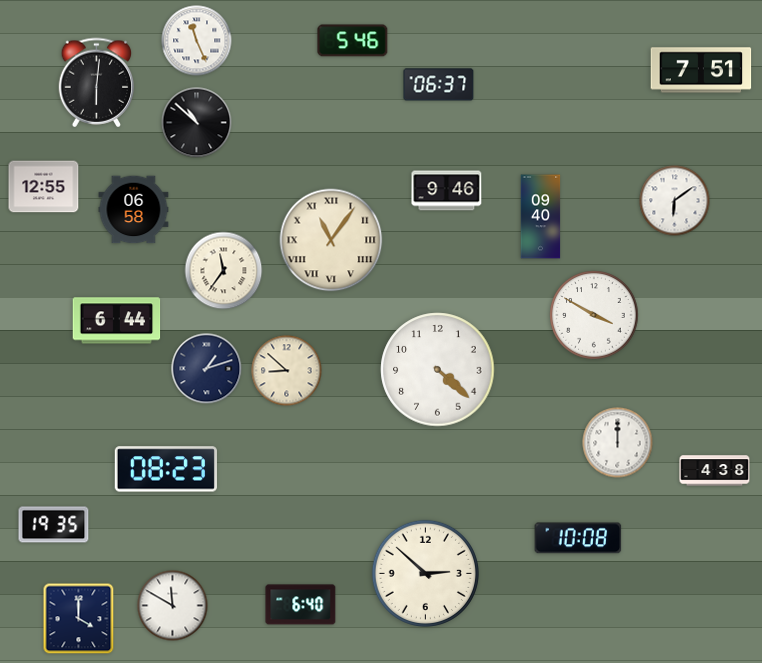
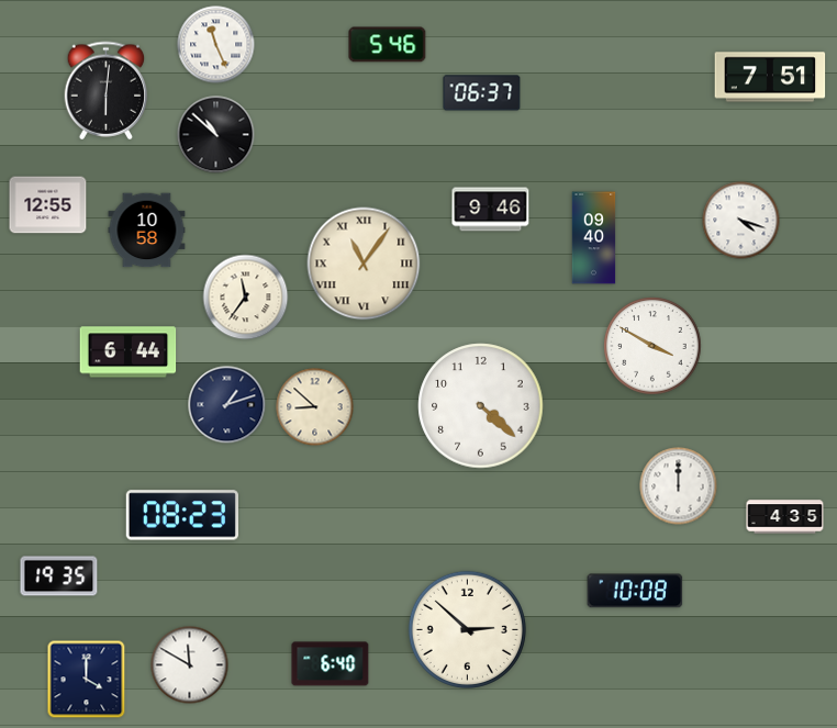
clock at (675, 201): 6:09 -> 4:18
clock at (134, 210): 06:58 -> 10:58
clock at (715, 471): 4:38 -> 4:35
